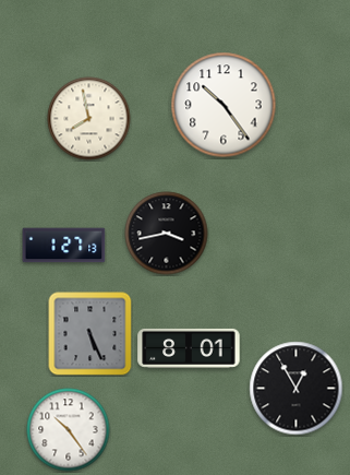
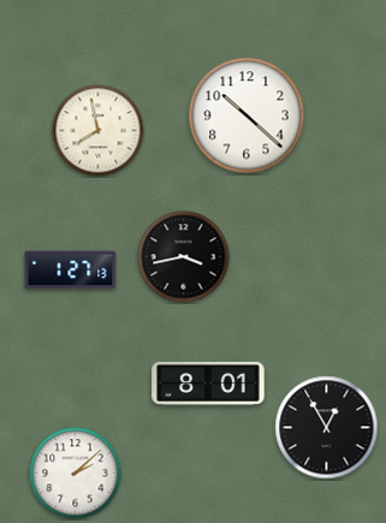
clock at (224, 105): 10:24 -> 10:22
clock at (90, 334): 5:26 -> none
clock at (69, 430): 10:24 -> 2:08
